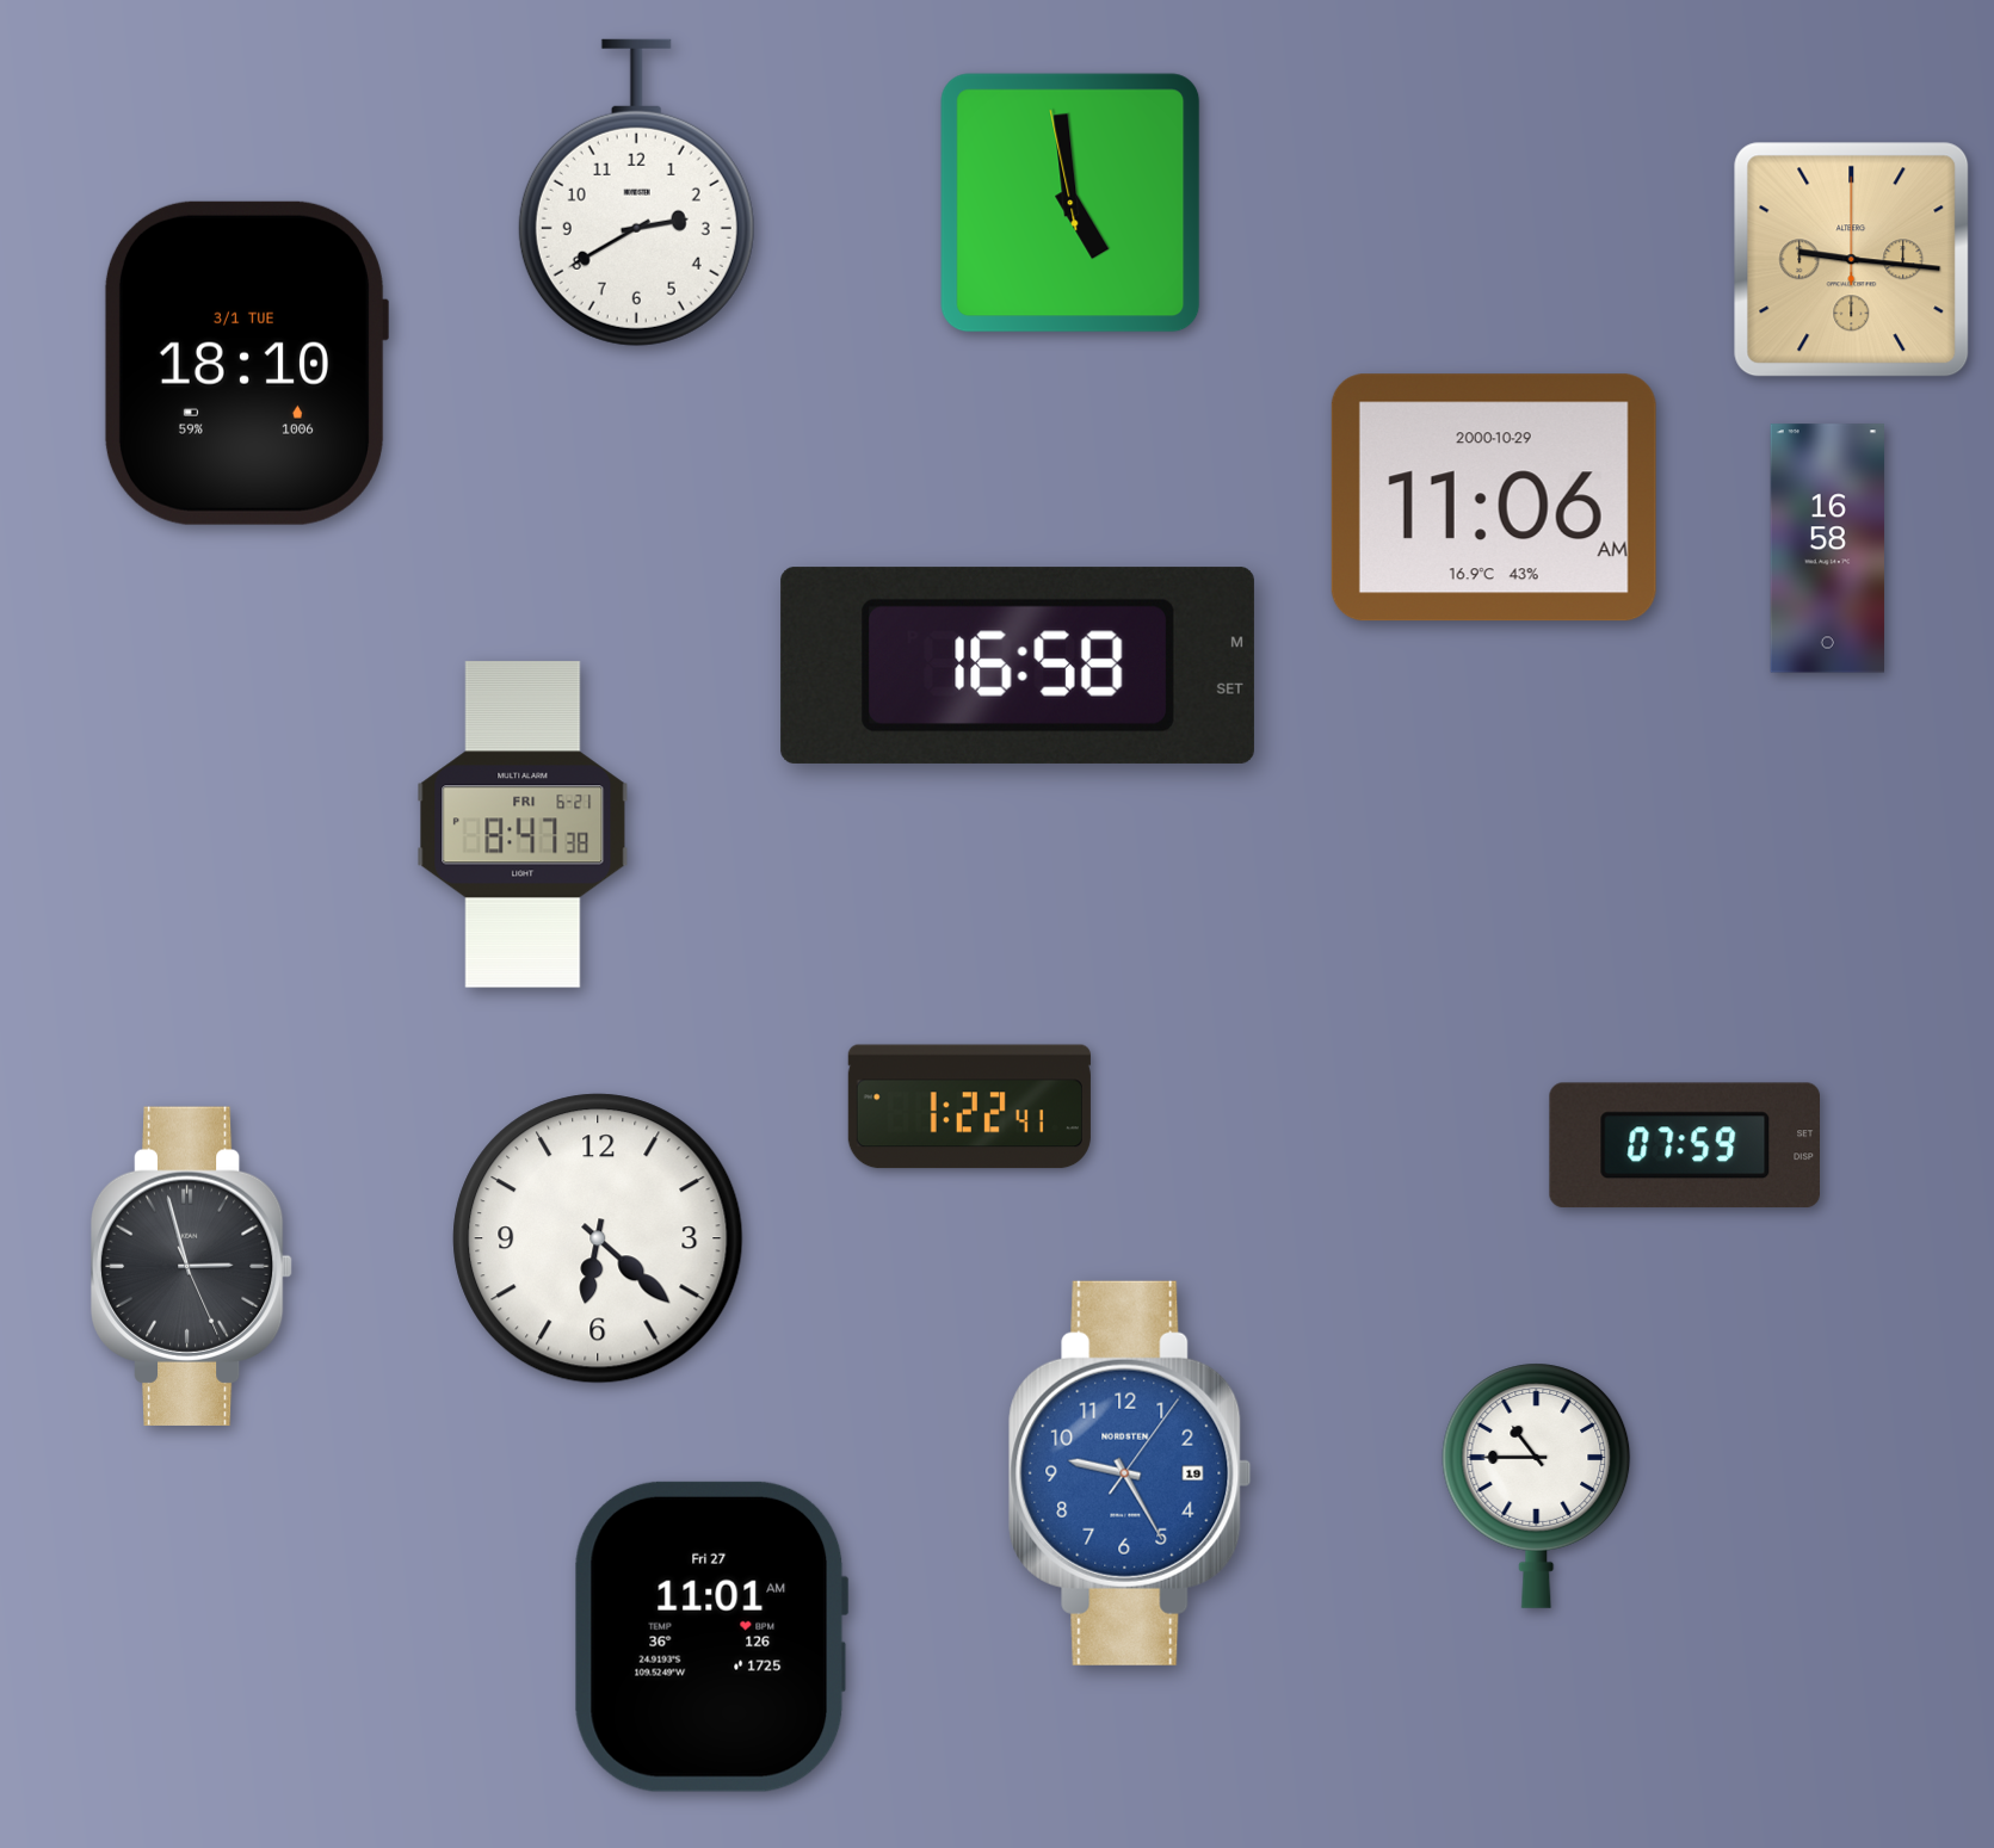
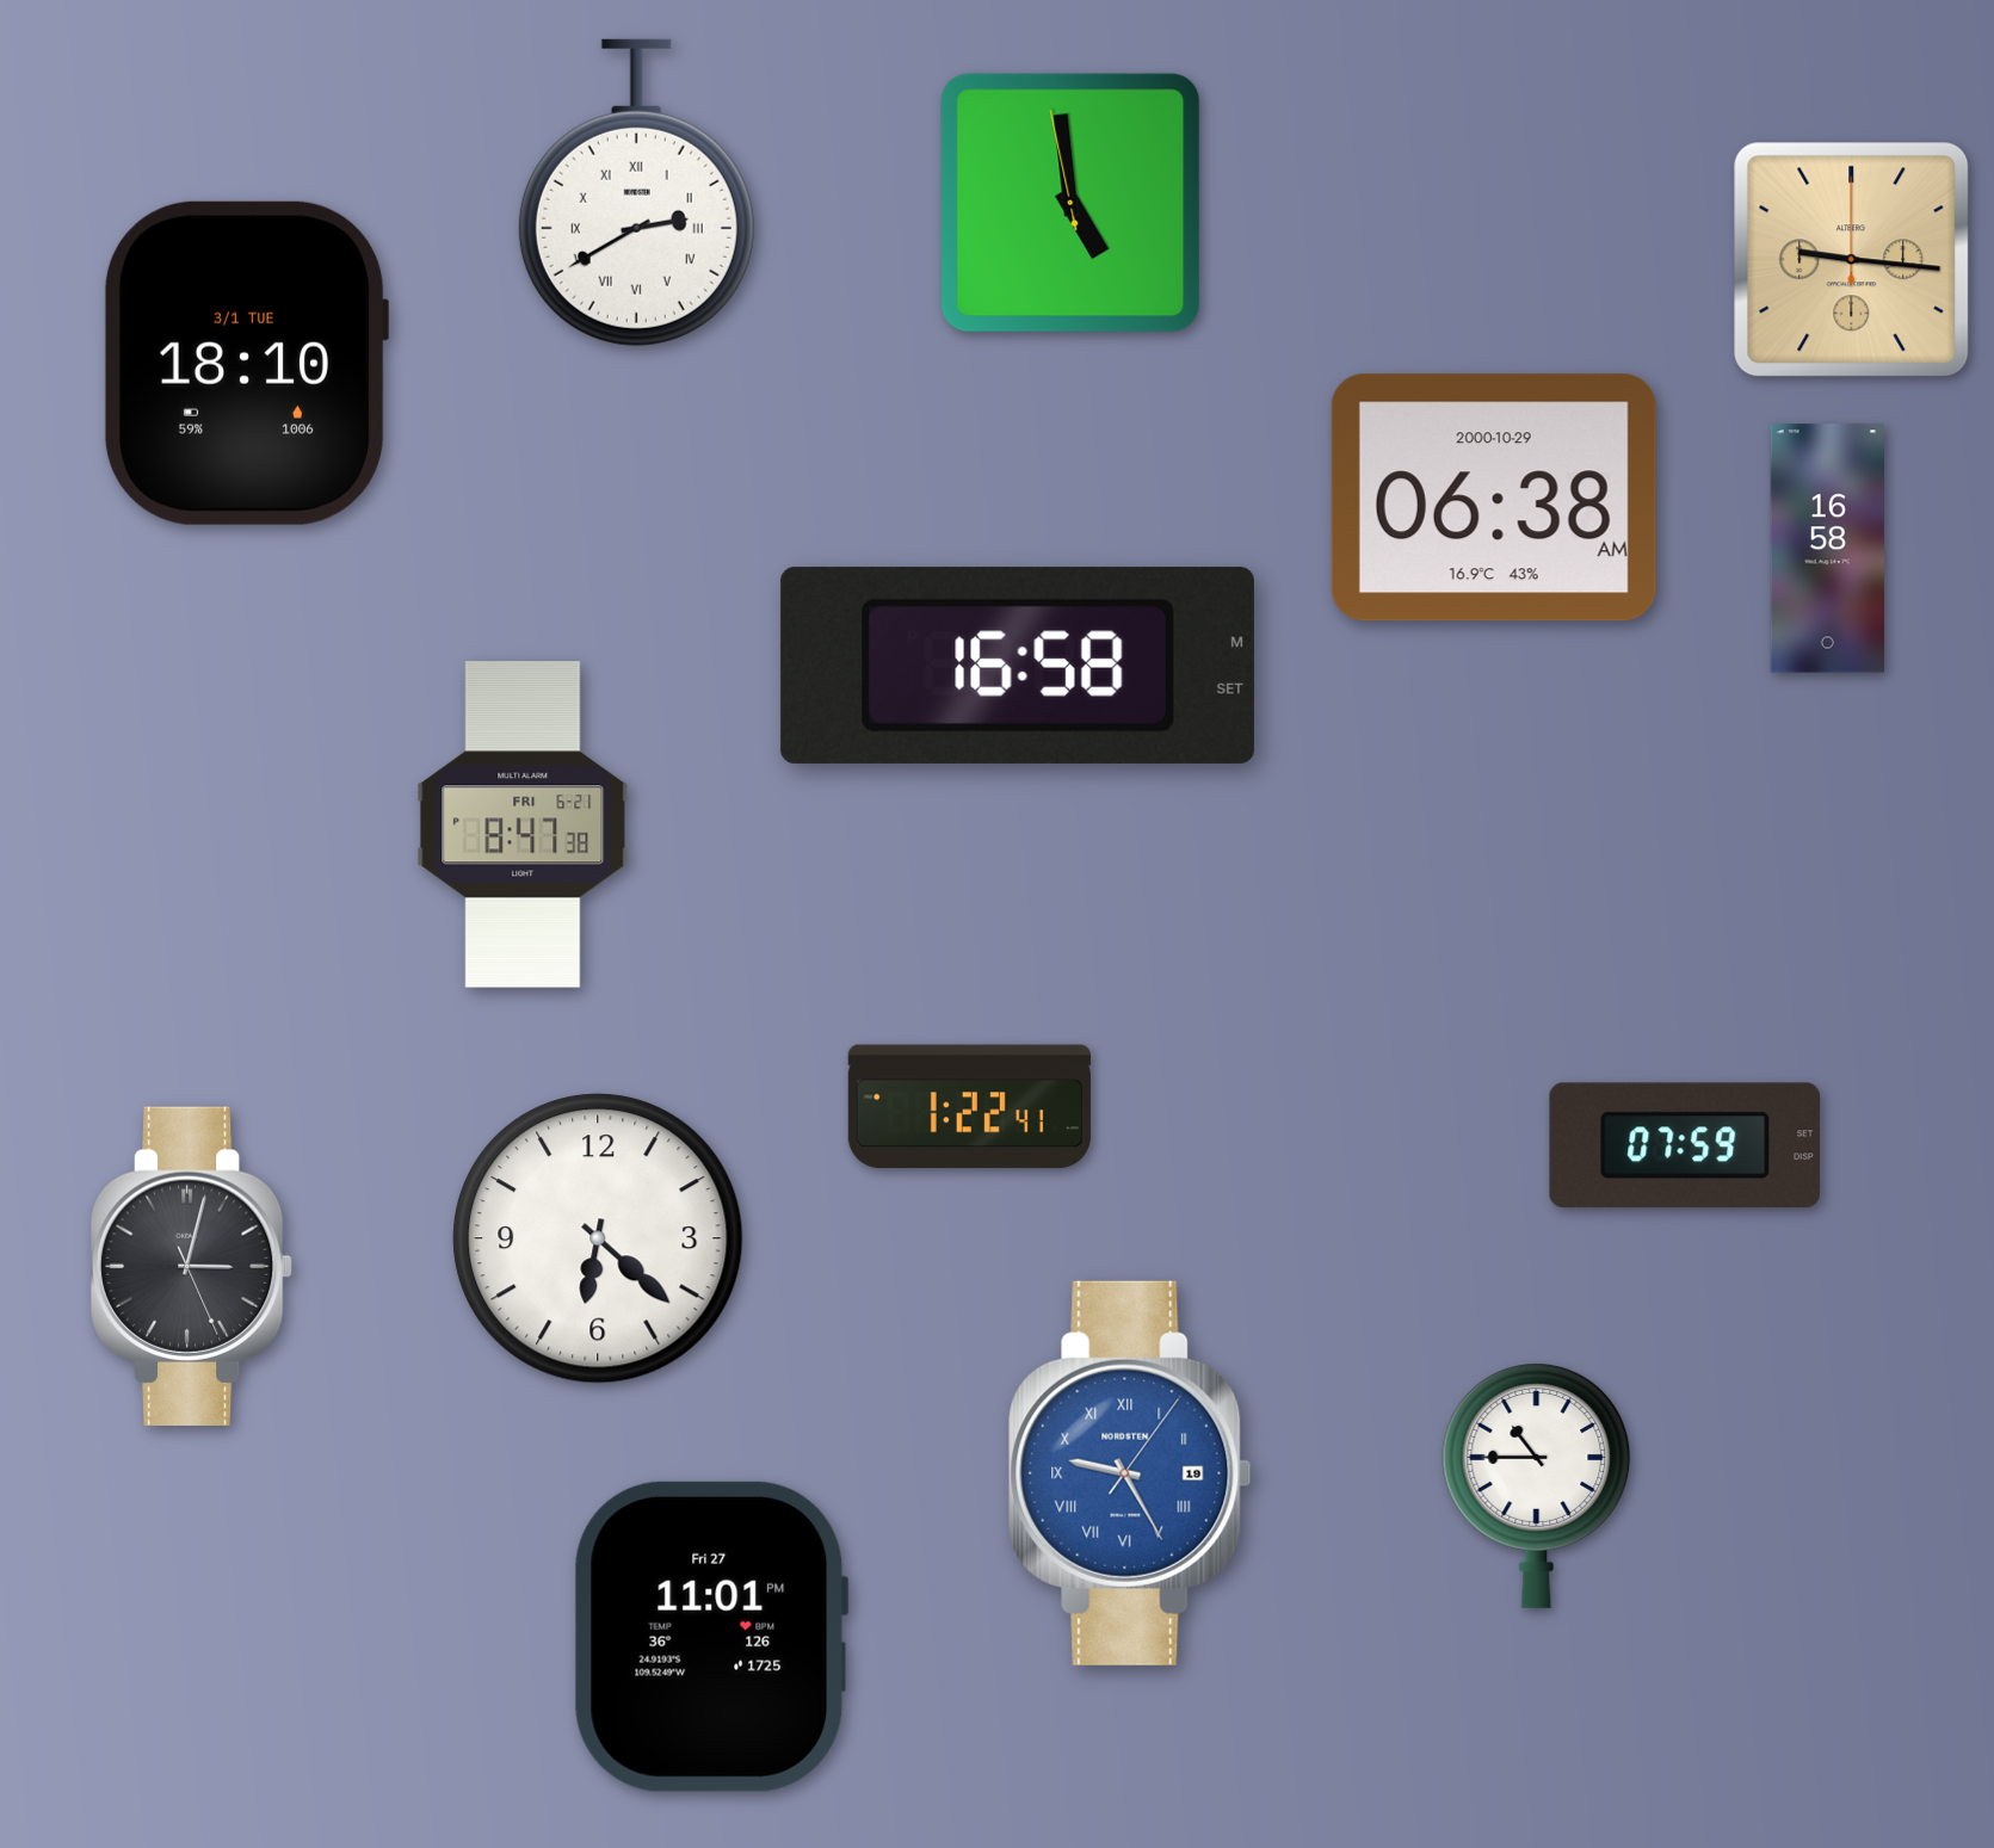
clock at (636, 193) numerals: Arabic -> Roman
clock at (1494, 497): 11:06 -> 06:38
clock at (192, 1266): 2:57 -> 3:02
clock at (1130, 1473) numerals: Arabic -> Roman
clock at (711, 1637): 11:01 AM -> 11:01 PM
